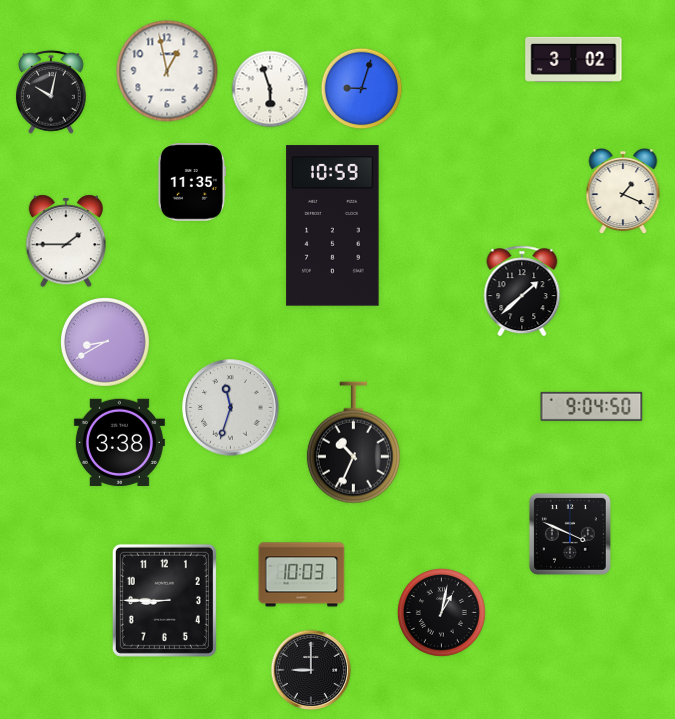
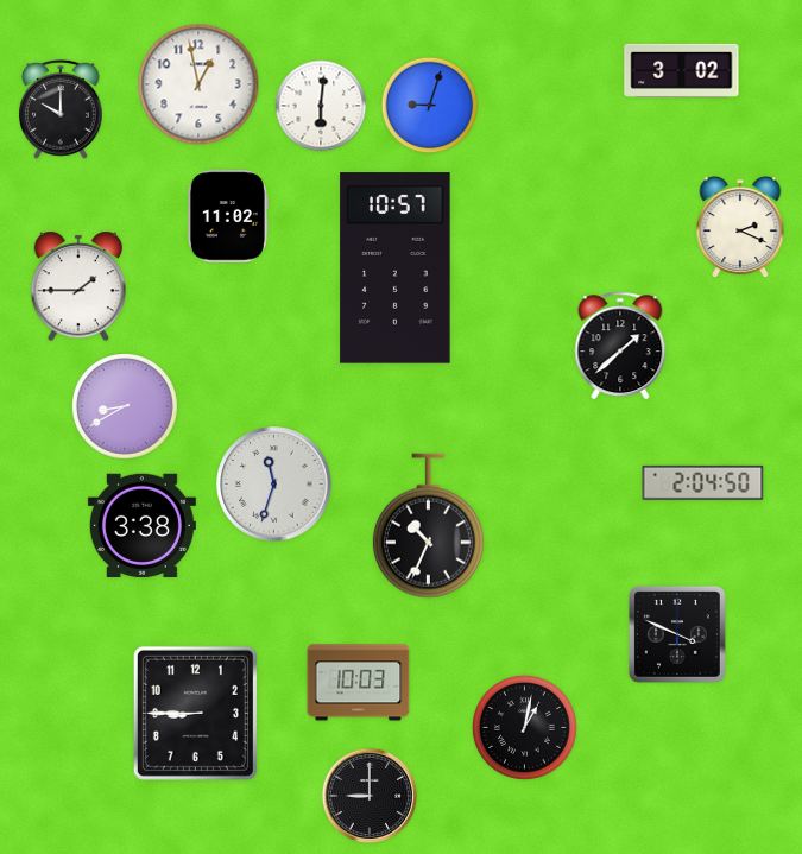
clock at (270, 89): 5:57 -> 6:01
clock at (52, 92): 10:02 -> 10:00
clock at (192, 182): 11:35 -> 11:02
clock at (623, 192): 1:19 -> 2:19
clock at (333, 226): 10:59 -> 10:57
clock at (592, 406): 9:04 -> 2:04
clock at (353, 443) position: (353, 443) -> (428, 526)
